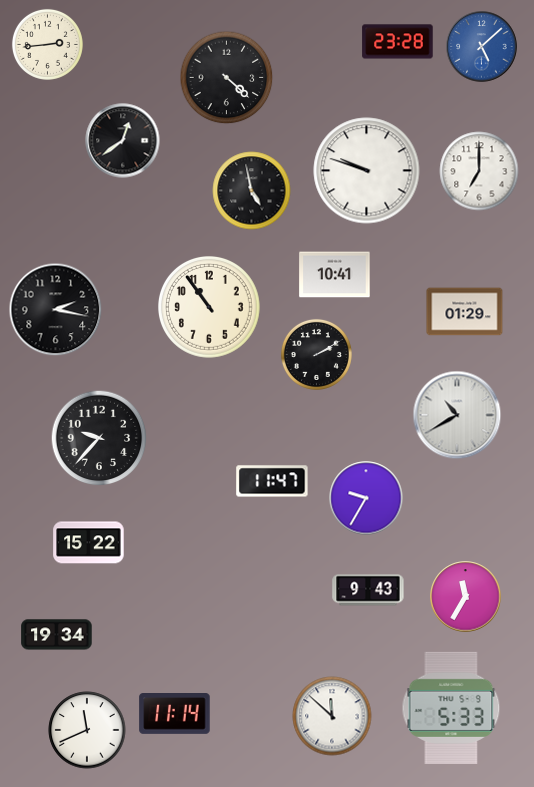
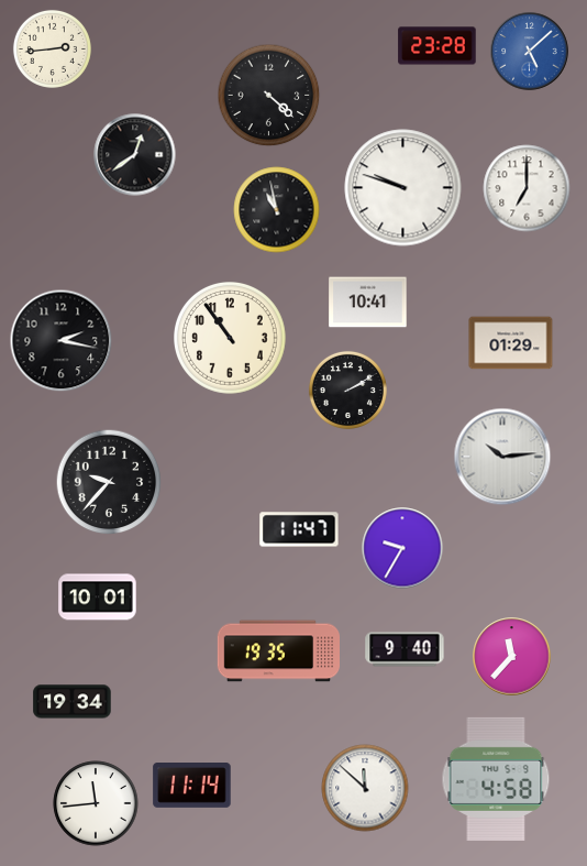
clock at (227, 78) position: (227, 78) -> (269, 96)
clock at (252, 191): 4:58 -> 10:58
clock at (457, 415): 10:40 -> 10:14
clock at (89, 543): 15:22 -> 10:01
clock at (368, 590): 9:43 -> 9:40
clock at (278, 651): none -> 19:35
clock at (466, 597): 11:35 -> 11:37
clock at (57, 635) position: (57, 635) -> (73, 702)
clock at (451, 708): 5:33 -> 4:58
clock at (87, 730): 11:41 -> 11:44
